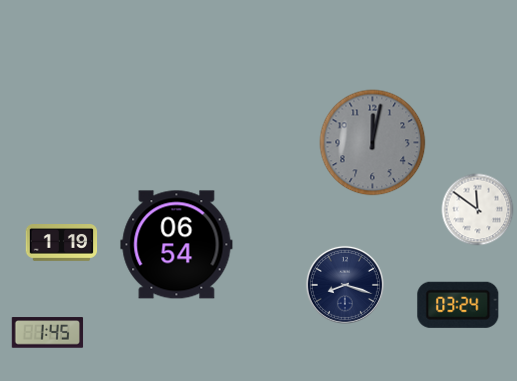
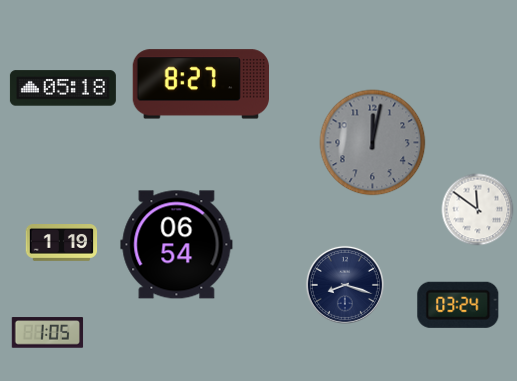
clock at (200, 84): none -> 8:27
clock at (63, 88): none -> 05:18
clock at (48, 333): 1:45 -> 1:05
